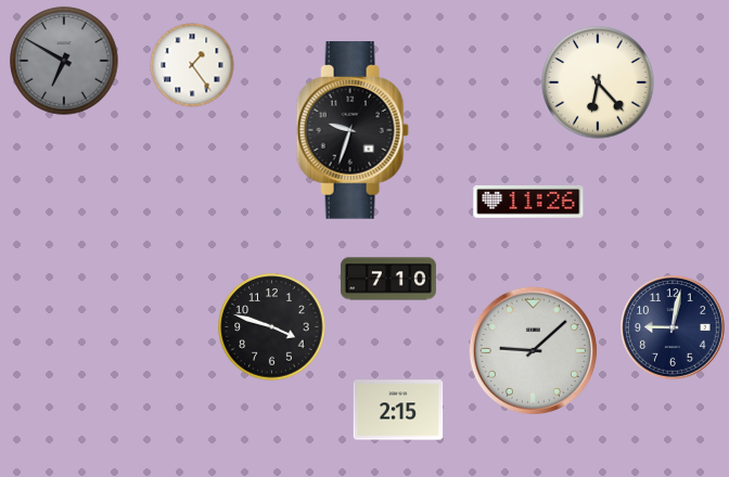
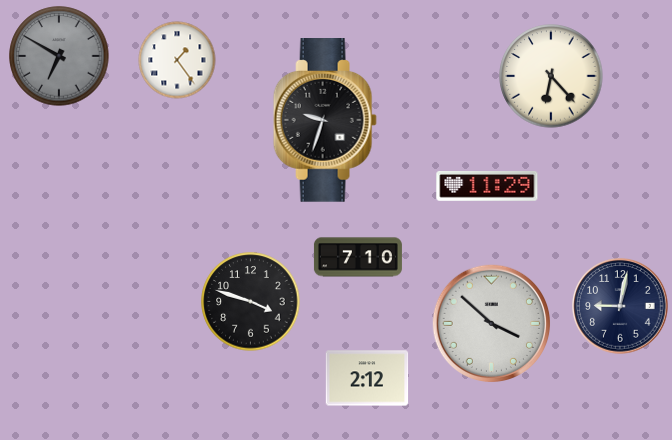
clock at (528, 202): 11:26 -> 11:29
clock at (673, 327) position: (673, 327) -> (620, 306)
clock at (533, 350): 9:08 -> 3:52
clock at (398, 410): 2:15 -> 2:12
